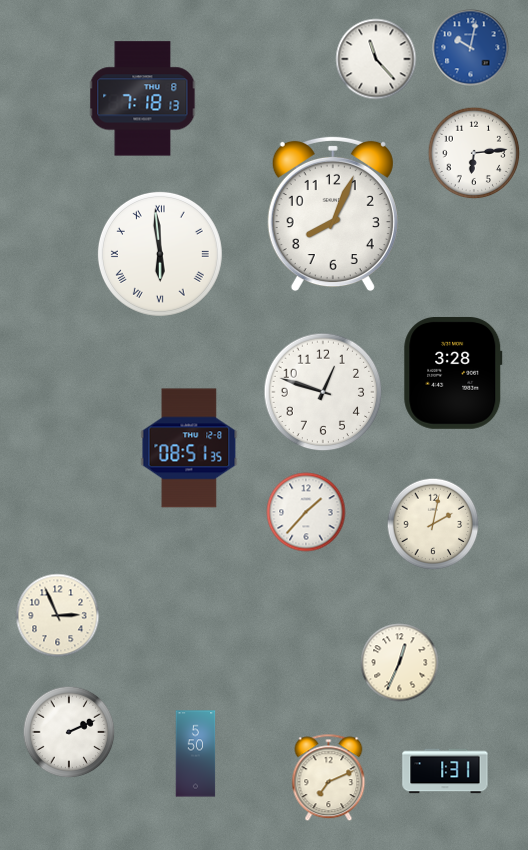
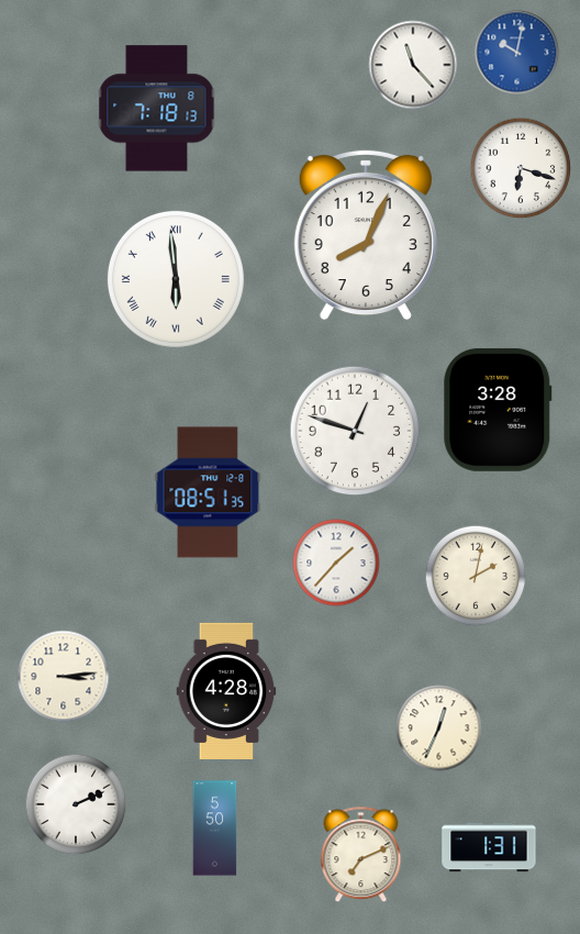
clock at (474, 153): 6:14 -> 6:18
clock at (58, 616): 2:56 -> 3:14
clock at (226, 691): none -> 4:28
